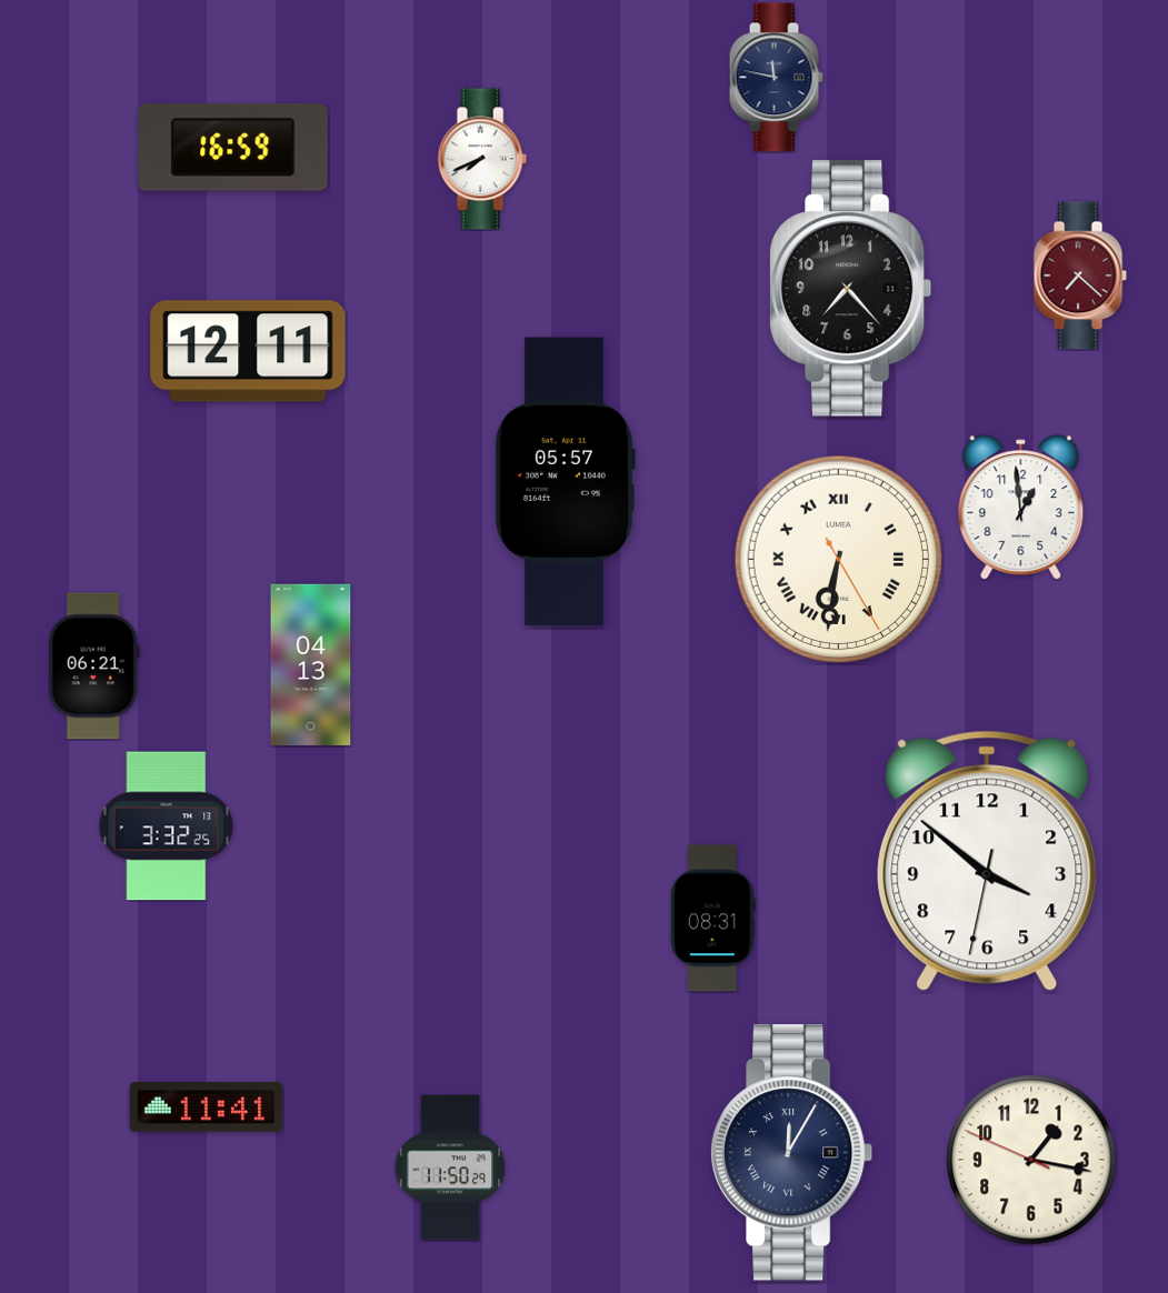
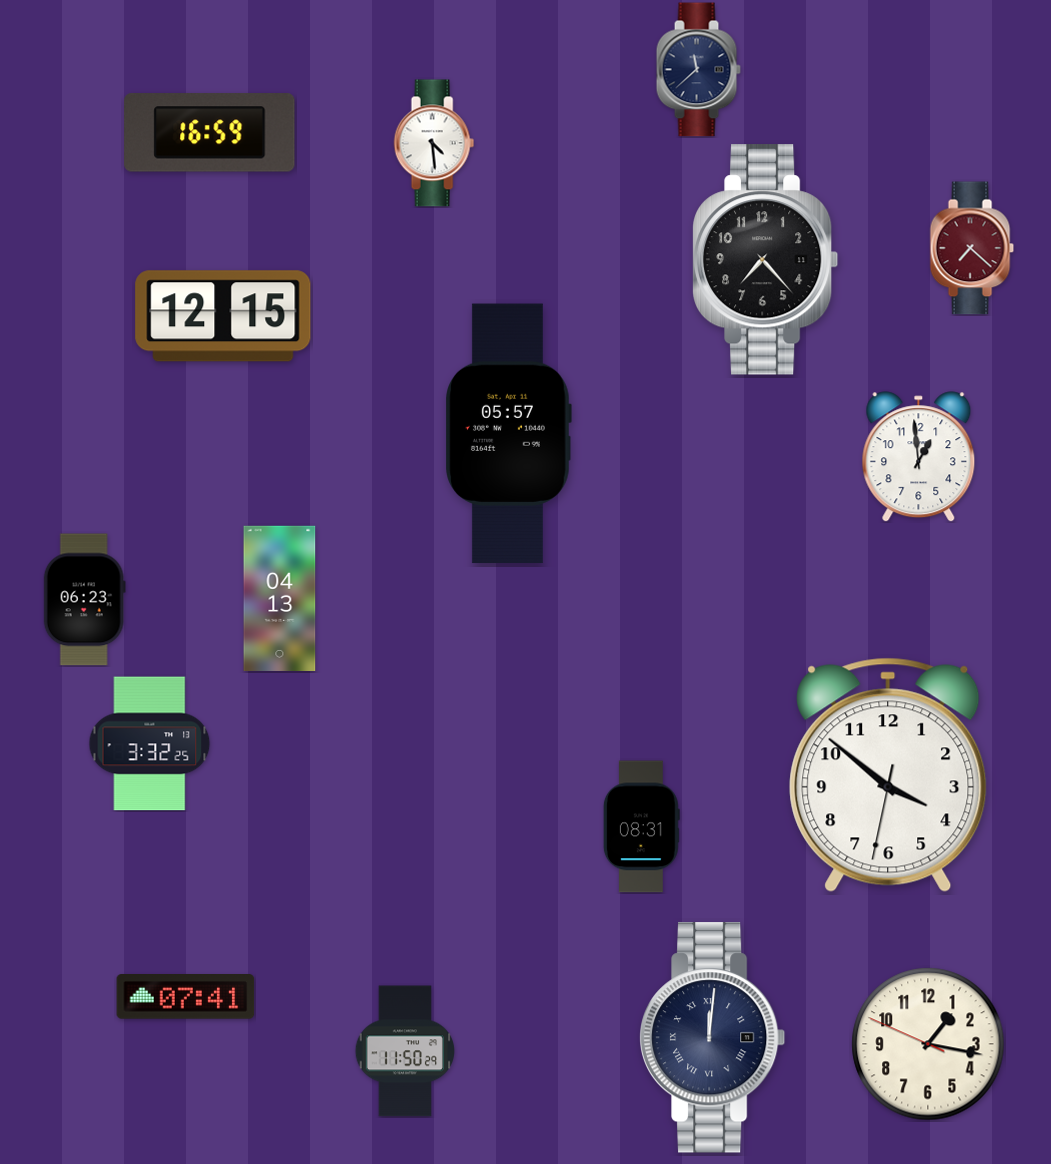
clock at (776, 78): 11:47 -> 11:38
clock at (482, 159): 7:41 -> 4:29
clock at (248, 351): 12:11 -> 12:15
clock at (839, 560): 6:31 -> none
clock at (93, 666): 06:21 -> 06:23
clock at (207, 1107): 11:41 -> 07:41
clock at (792, 1153): 12:05 -> 12:01
